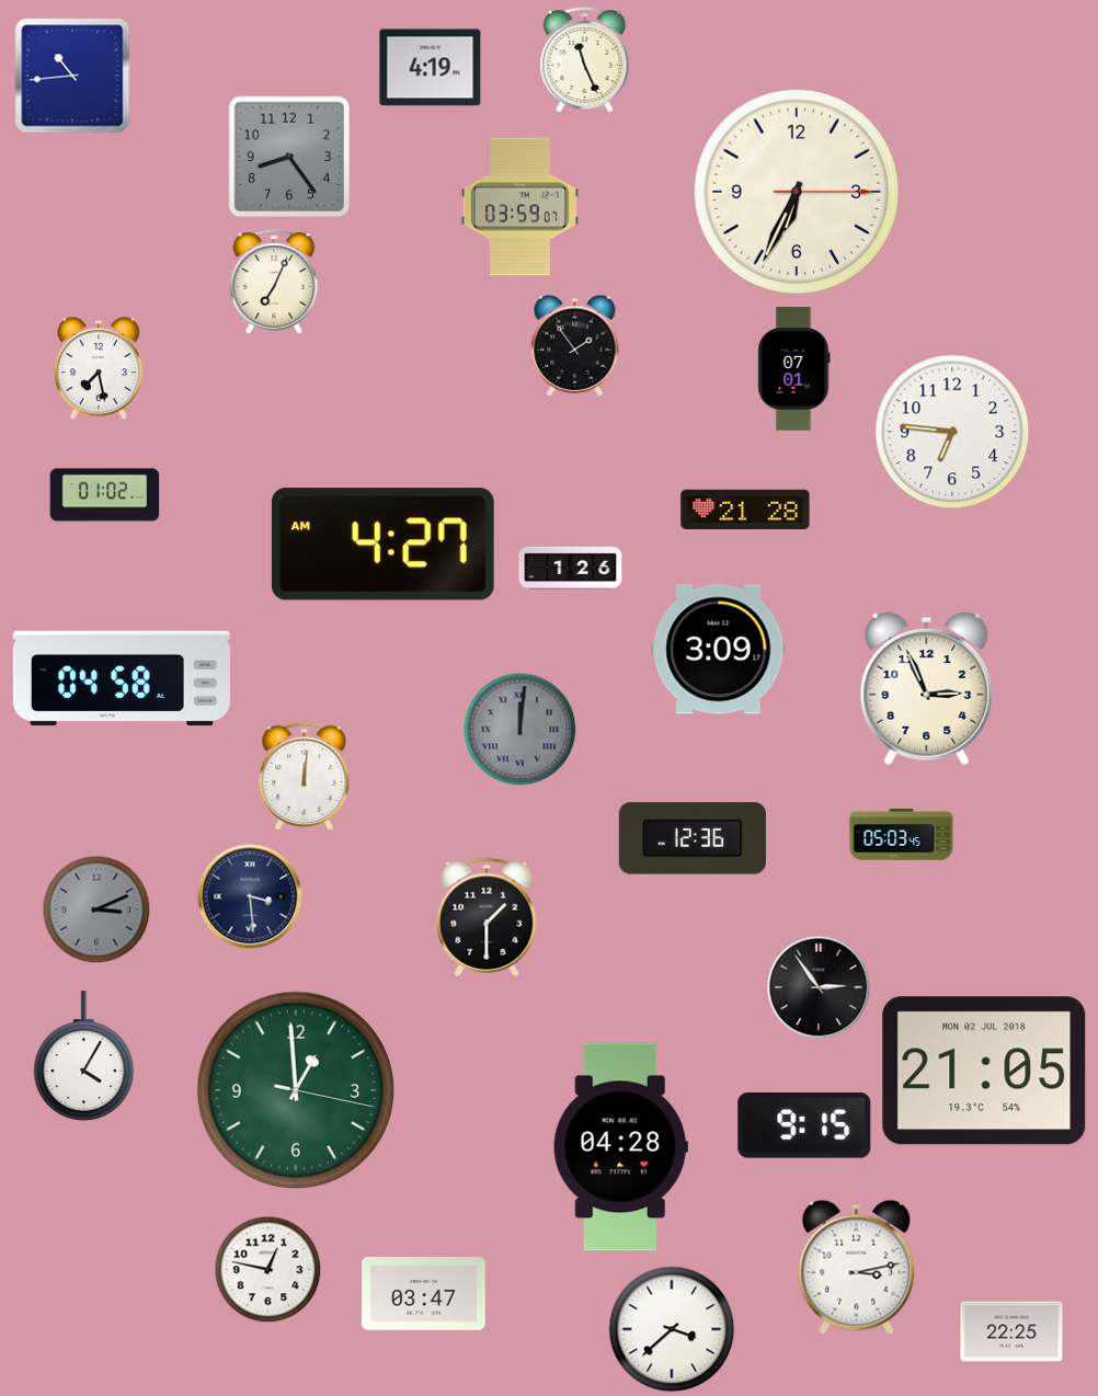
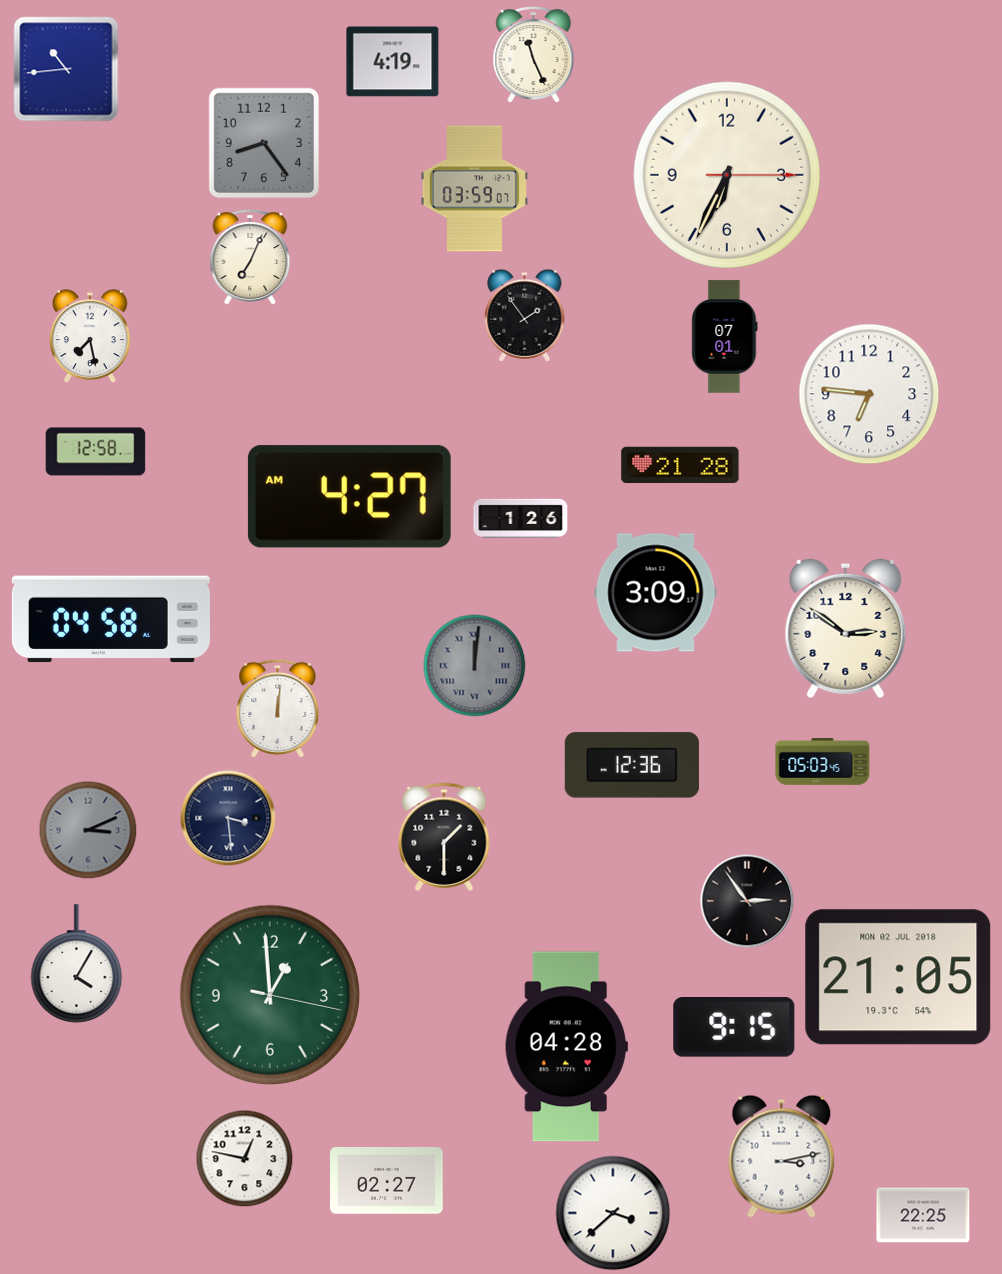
clock at (105, 495): 01:02 -> 12:58
clock at (927, 689): 2:56 -> 2:51
clock at (424, 1294): 03:47 -> 02:27
